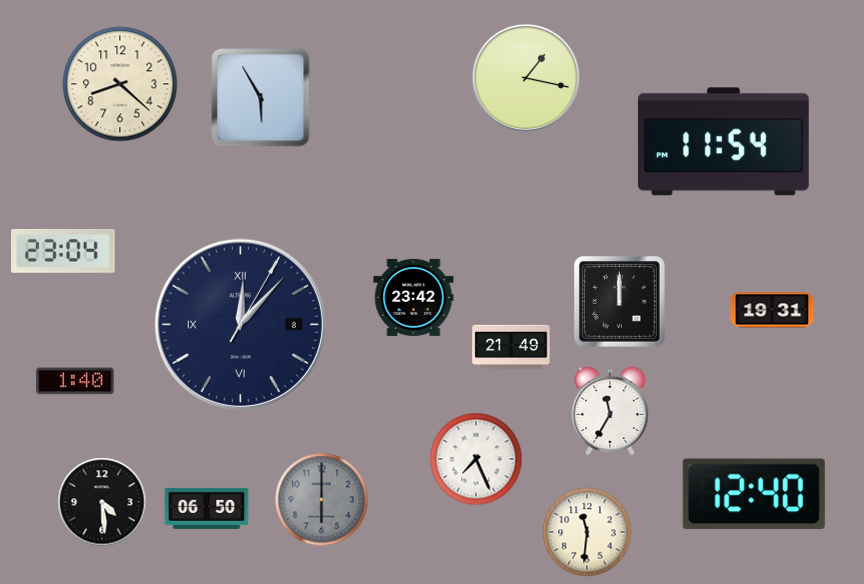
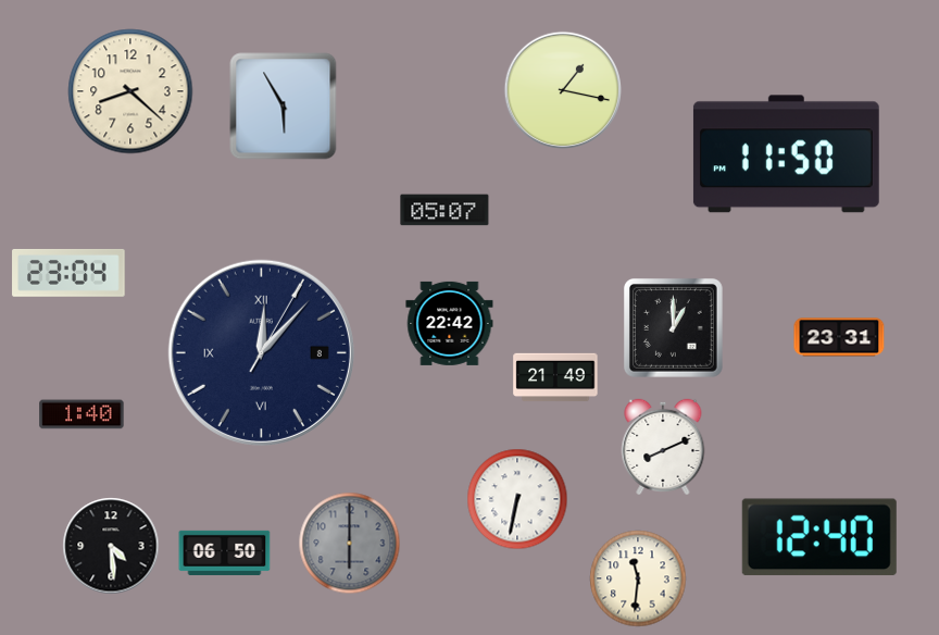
clock at (525, 77) position: (525, 77) -> (562, 89)
clock at (723, 142): 11:54 -> 11:50
clock at (445, 210): none -> 05:07
clock at (414, 297): 23:42 -> 22:42
clock at (619, 301): 12:00 -> 1:00
clock at (772, 310): 19:31 -> 23:31
clock at (610, 410): 11:35 -> 8:11
clock at (476, 459): 7:26 -> 6:32
